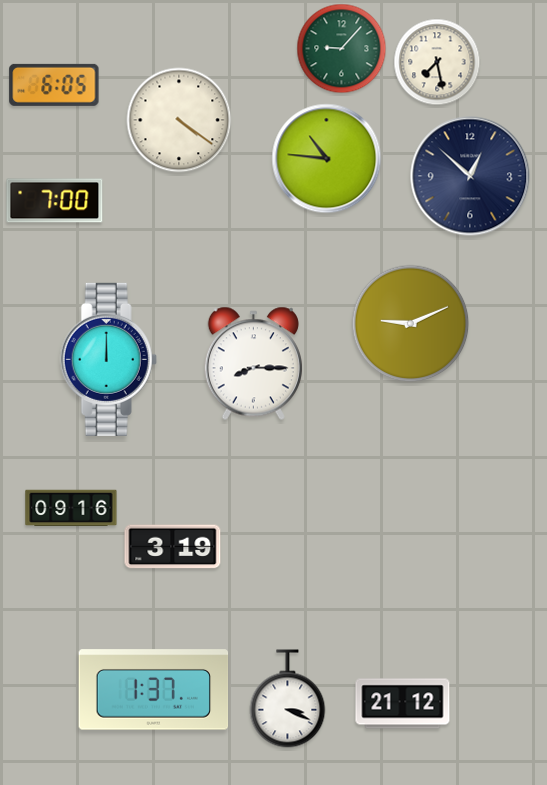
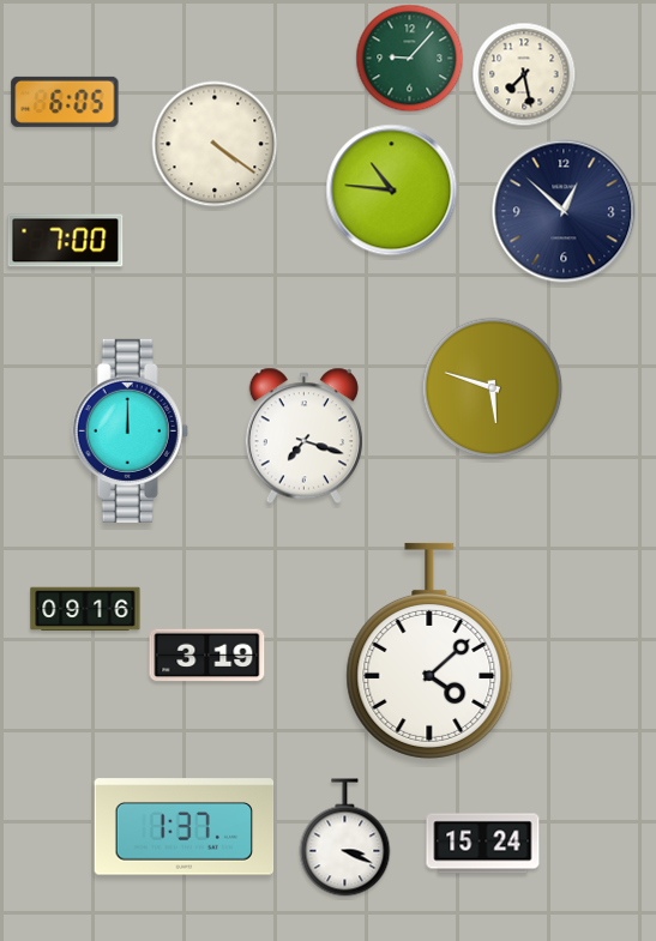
clock at (411, 324): 9:11 -> 5:48
clock at (253, 364): 8:15 -> 7:18
clock at (429, 651): none -> 4:08
clock at (403, 704): 21:12 -> 15:24
